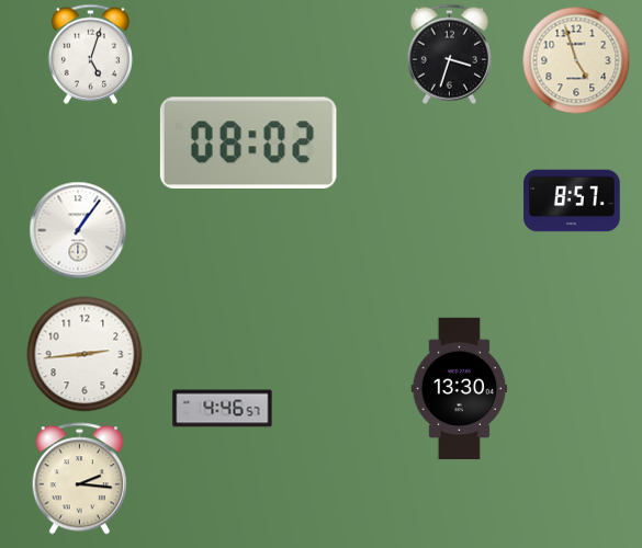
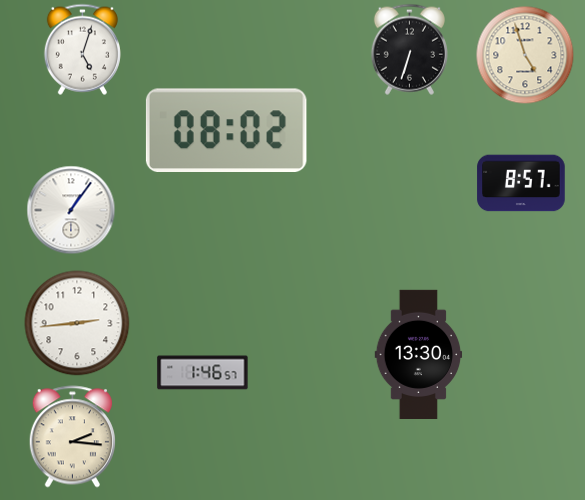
clock at (449, 54): 3:33 -> 6:33
clock at (223, 409): 4:46 -> 1:46
